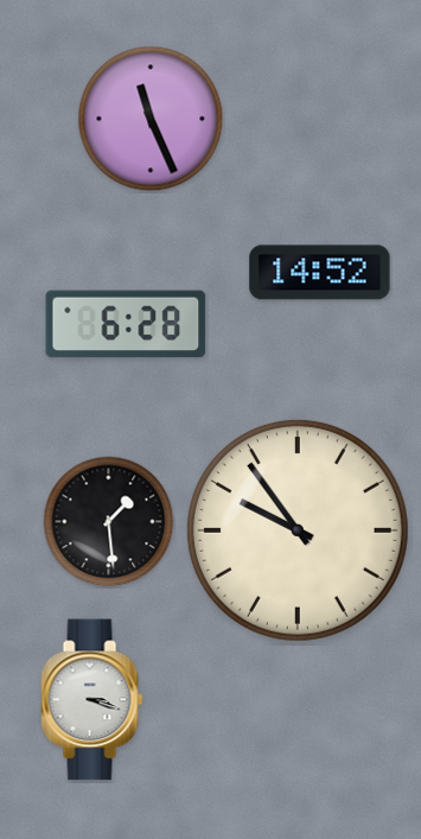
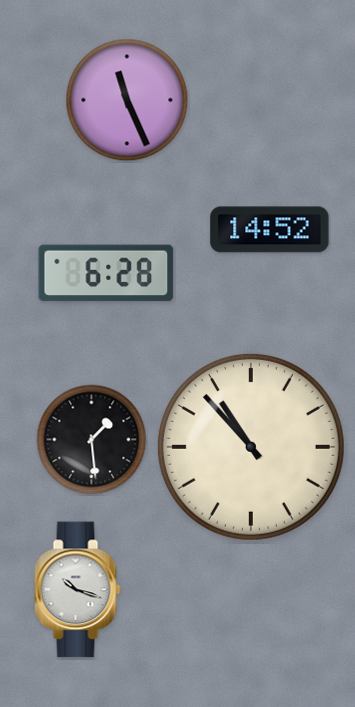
clock at (298, 530): 9:54 -> 10:53
clock at (93, 700): 3:18 -> 10:18
